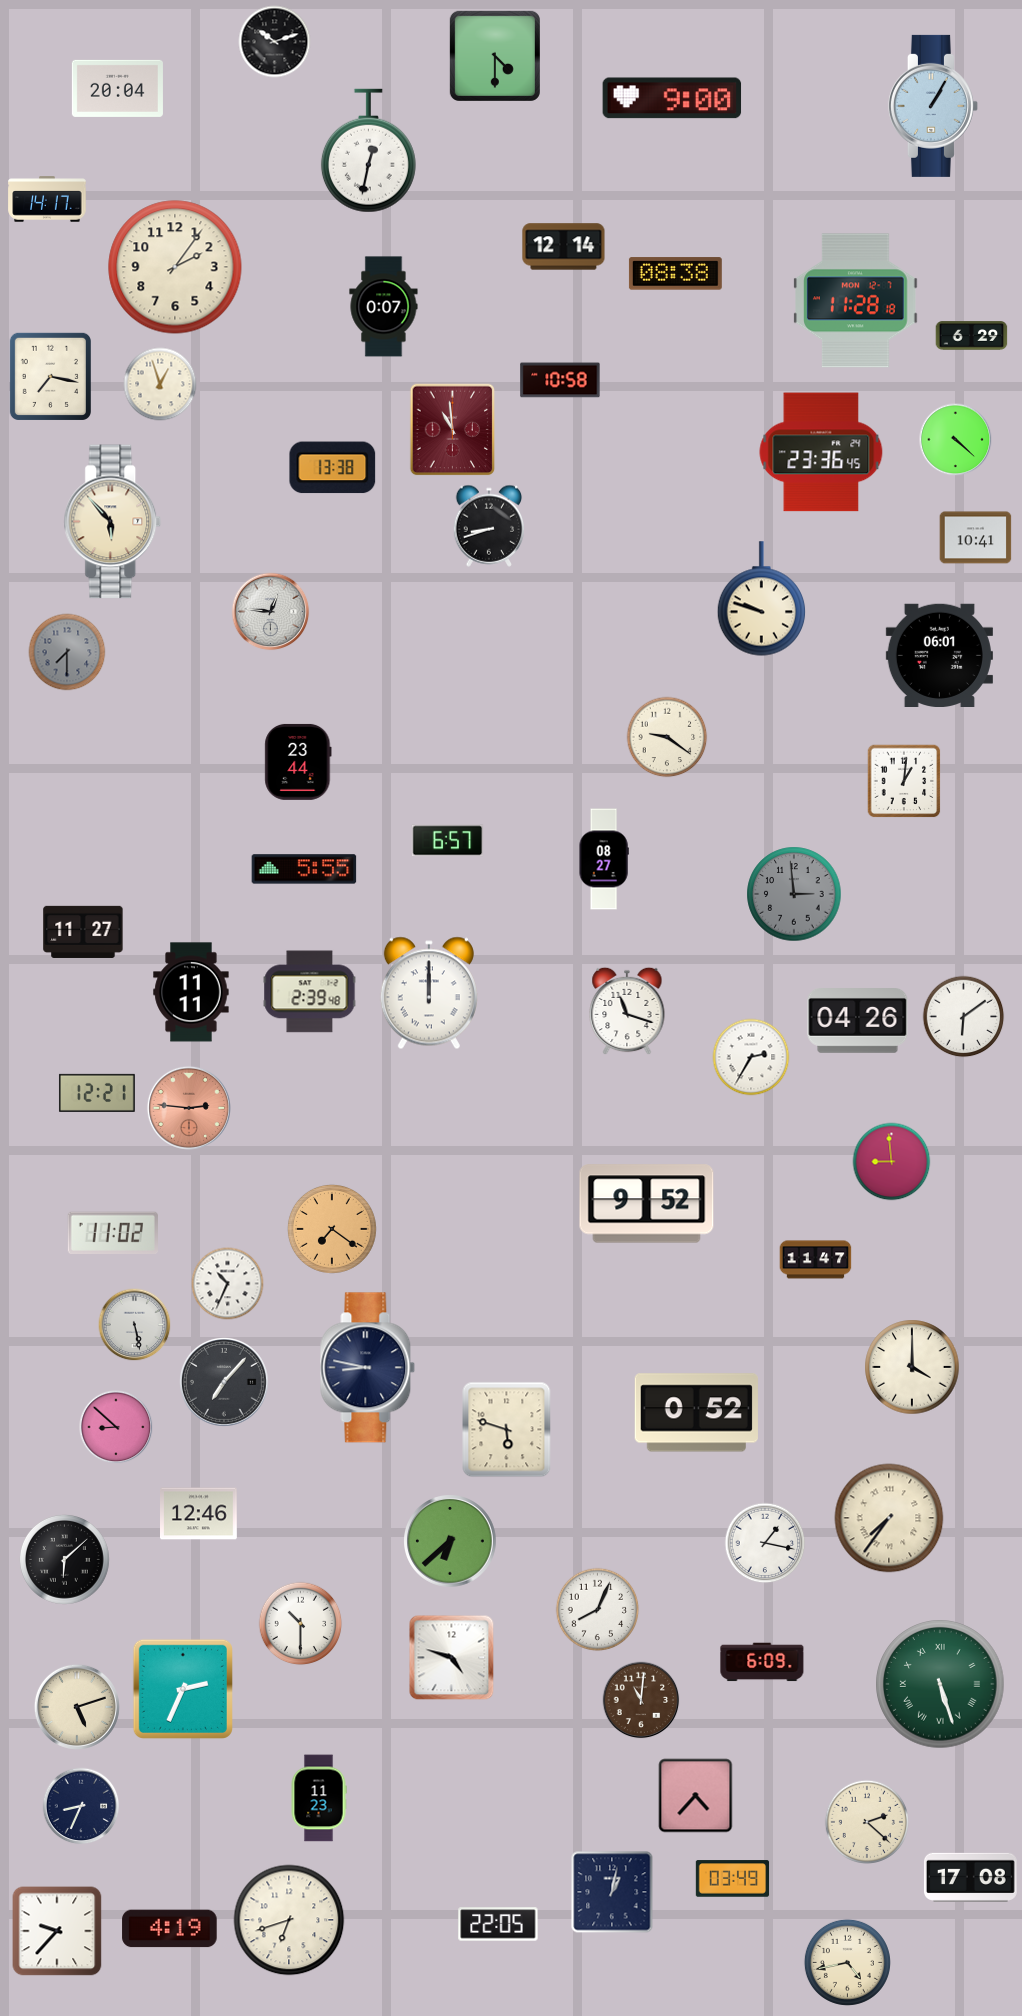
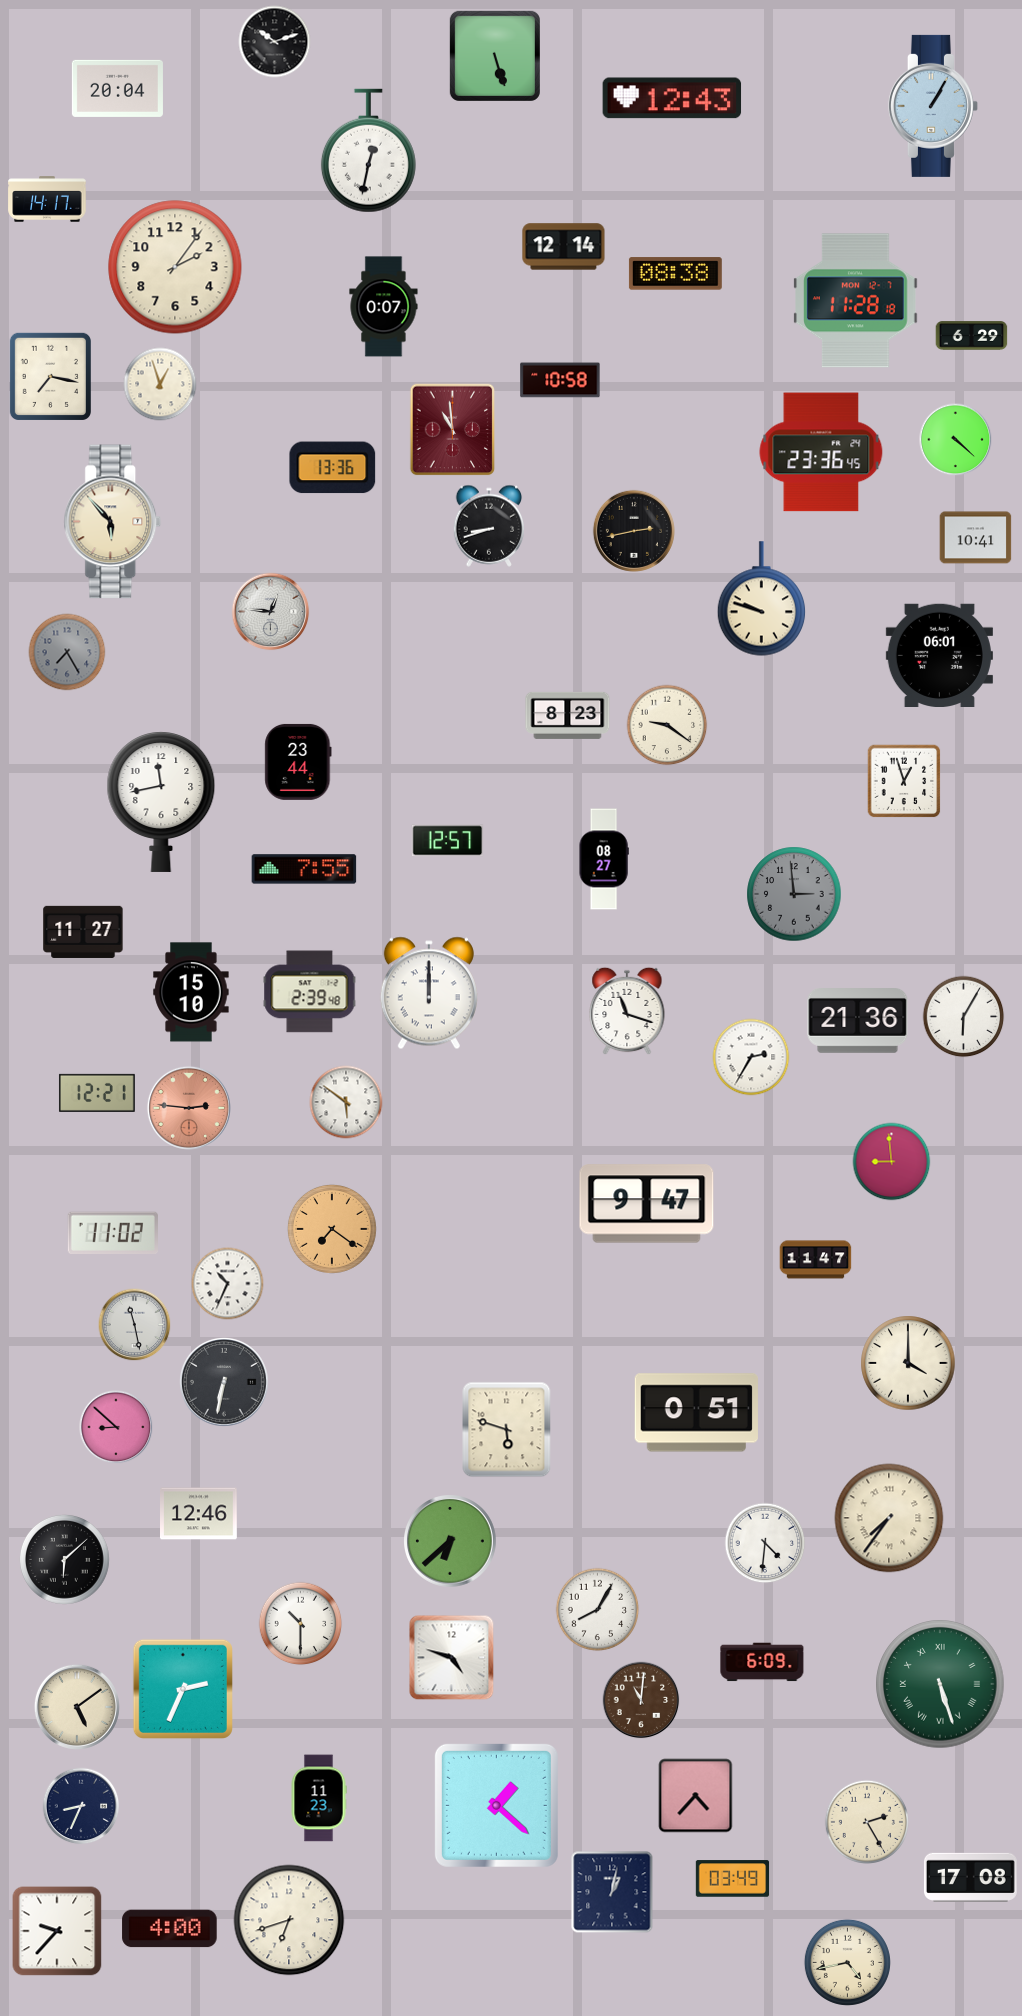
clock at (495, 56): 4:30 -> 5:27
clock at (672, 98): 9:00 -> 12:43
clock at (333, 468): 13:38 -> 13:36
clock at (634, 531): none -> 2:43
clock at (67, 652): 7:30 -> 7:25
clock at (568, 715): none -> 8:23
clock at (667, 737) position: (667, 737) -> (667, 725)
clock at (904, 781): 1:01 -> 12:57
clock at (161, 802): none -> 11:43
clock at (448, 841): 6:57 -> 12:57
clock at (304, 869): 5:55 -> 7:55
clock at (191, 992): 11:11 -> 15:10
clock at (964, 1017): 6:09 -> 6:05
clock at (858, 1021): 04:26 -> 21:36
clock at (346, 1102): none -> 5:51
clock at (647, 1204): 9:52 -> 9:47
clock at (135, 1325): 5:28 -> 11:28
clock at (912, 1367) position: (912, 1367) -> (908, 1363)
clock at (368, 1368): 8:47 -> none
clock at (224, 1382): 7:07 -> 6:32
clock at (696, 1413): 0:52 -> 0:51
clock at (765, 1543): 1:17 -> 4:31
clock at (598, 1610): 8:04 -> 8:05
clock at (77, 1707): 5:12 -> 5:09
clock at (496, 1805): none -> 1:22
clock at (866, 1821): 2:22 -> 2:25
clock at (498, 1924): 22:05 -> none
clock at (170, 1929): 4:19 -> 4:00
